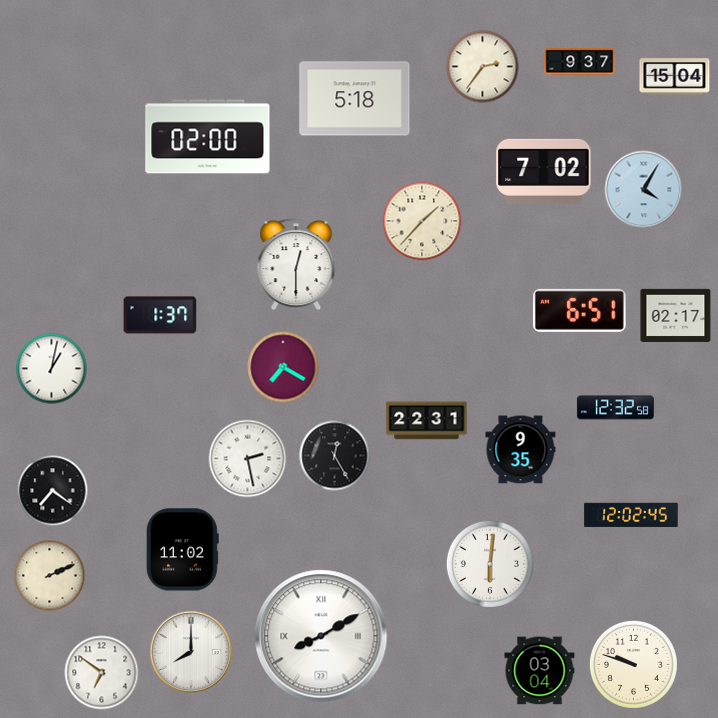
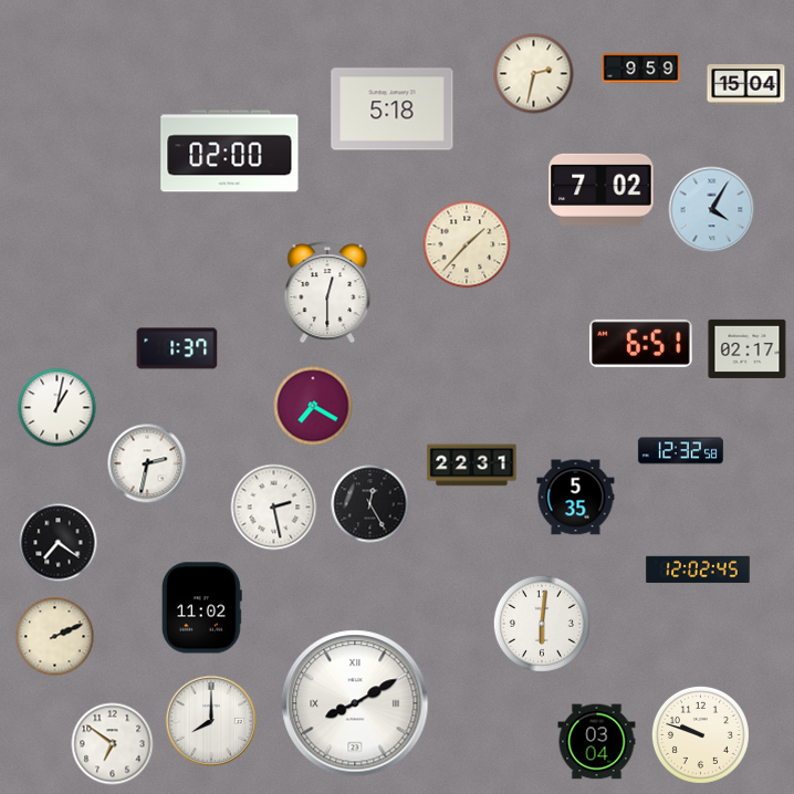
clock at (580, 62): 9:37 -> 9:59
clock at (483, 67): 2:36 -> 2:32
clock at (147, 463): none -> 2:32
clock at (521, 450): 9:35 -> 5:35
